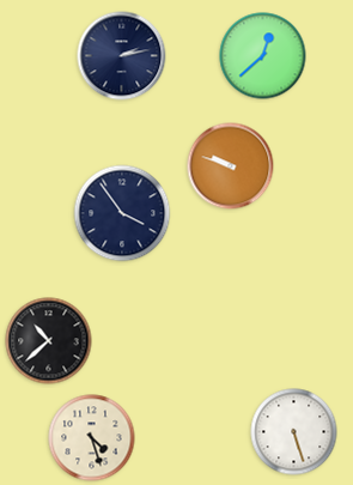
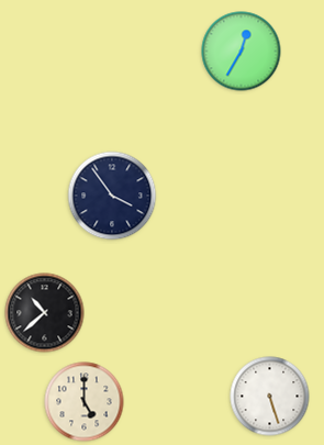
clock at (122, 56): 2:13 -> none
clock at (263, 56): 12:38 -> 12:35
clock at (231, 166): 9:48 -> none
clock at (92, 438): 4:27 -> 5:00
